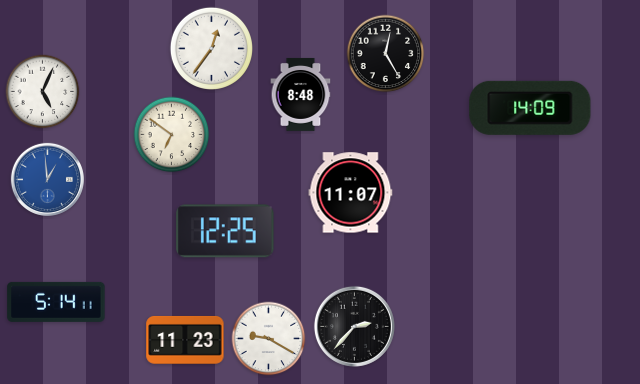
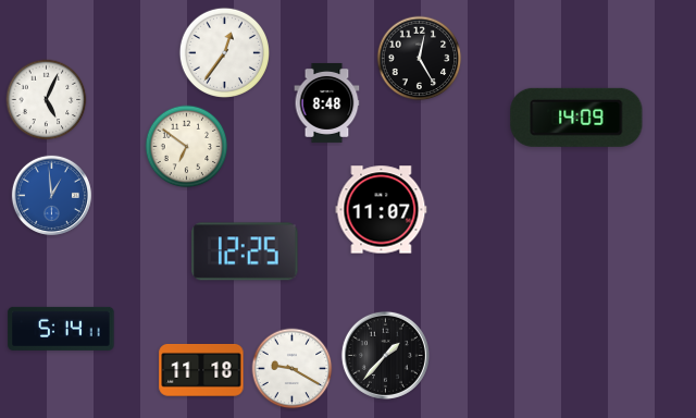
clock at (211, 48) position: (211, 48) -> (224, 52)
clock at (354, 326): 2:37 -> 1:37
clock at (185, 340): 11:23 -> 11:18
